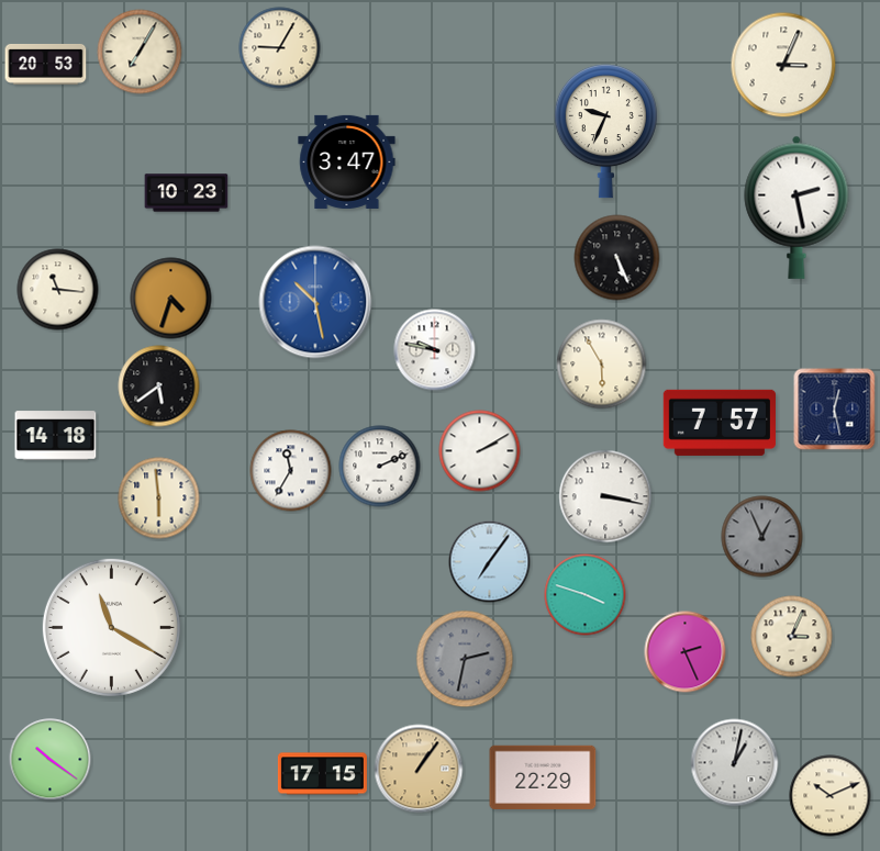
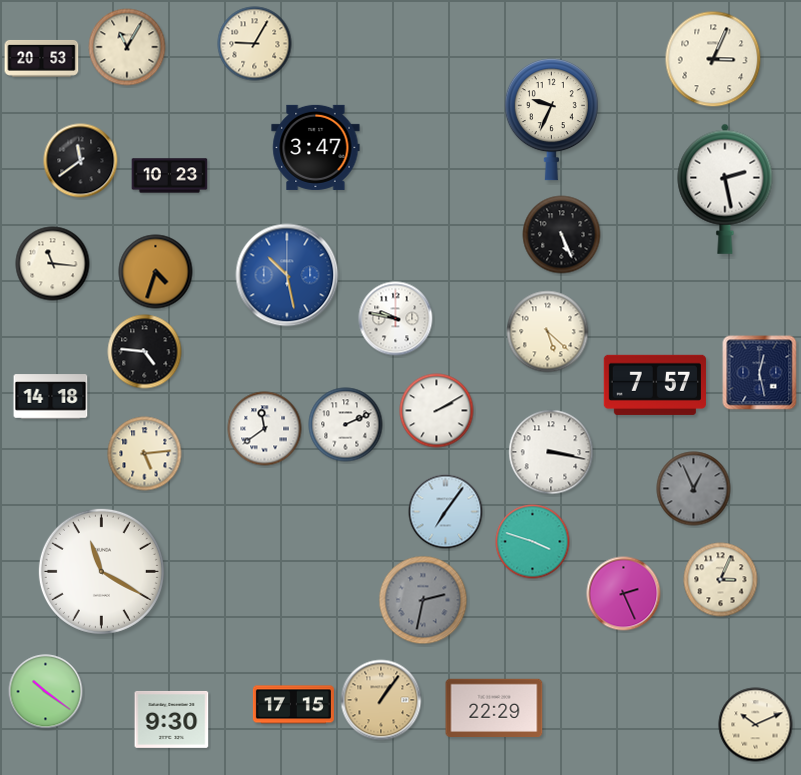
clock at (140, 52): 7:05 -> 11:05
clock at (81, 161): none -> 11:39
clock at (602, 365): 5:55 -> 5:22
clock at (159, 387): 5:39 -> 4:46
clock at (291, 471): 11:35 -> 11:39
clock at (159, 499): 5:59 -> 5:14
clock at (735, 763): 1:02 -> none
clock at (172, 719): none -> 9:30
